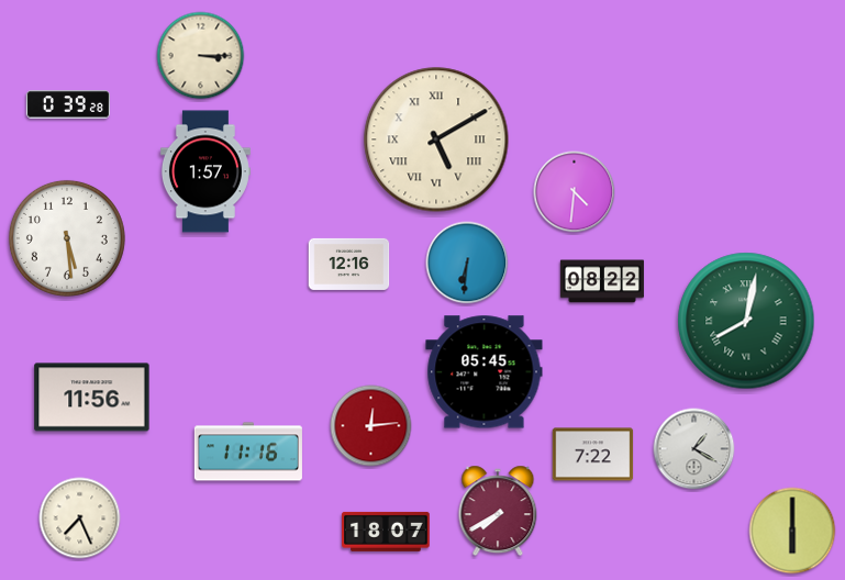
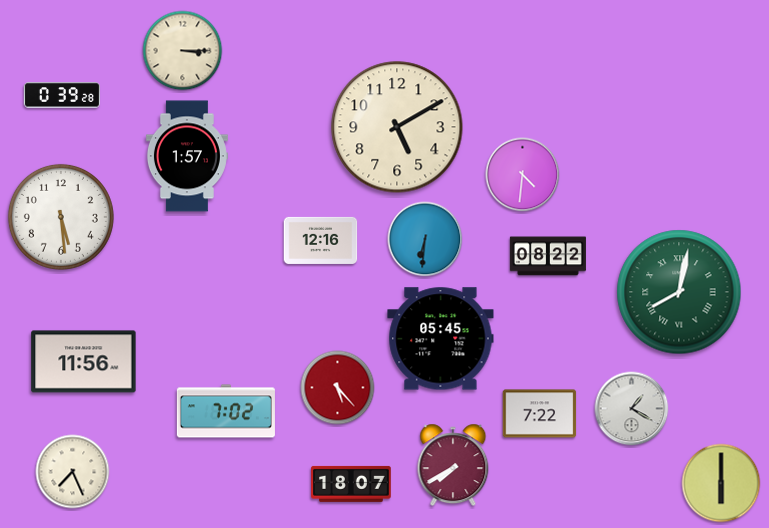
clock at (436, 140) numerals: Roman -> Arabic
clock at (349, 264) position: (349, 264) -> (321, 240)
clock at (371, 426): 12:14 -> 5:23
clock at (248, 451): 11:16 -> 7:02
